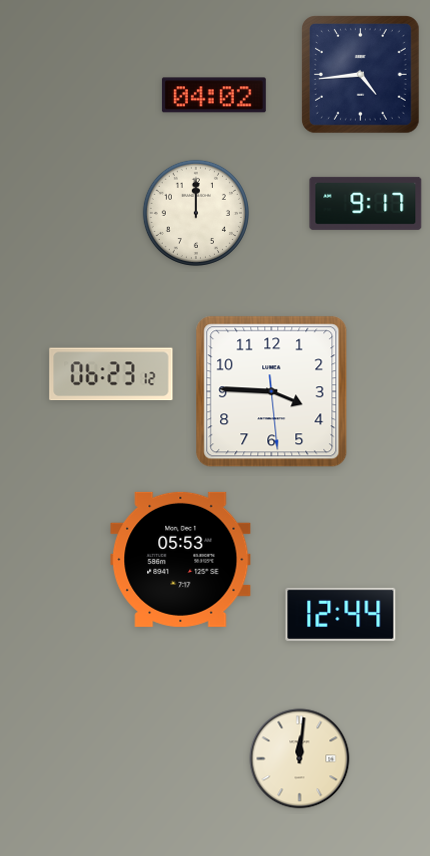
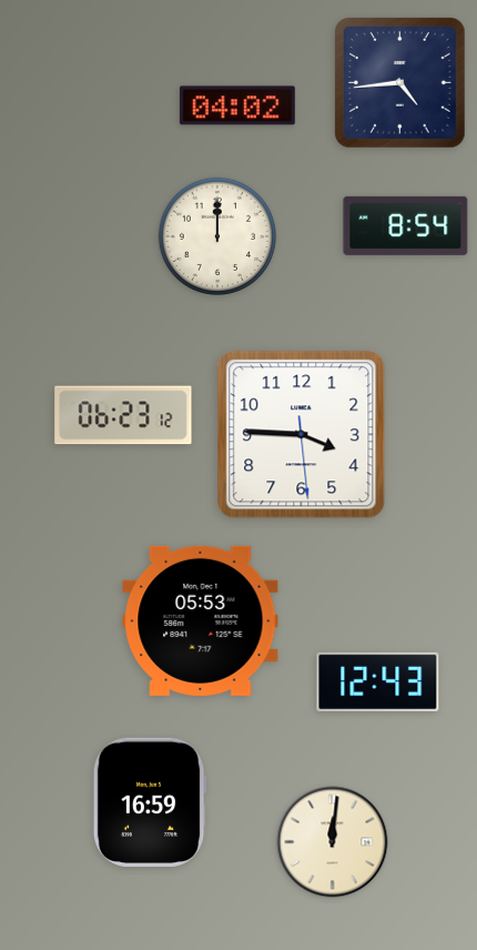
clock at (366, 203): 9:17 -> 8:54
clock at (341, 614): 12:44 -> 12:43
clock at (150, 802): none -> 16:59
